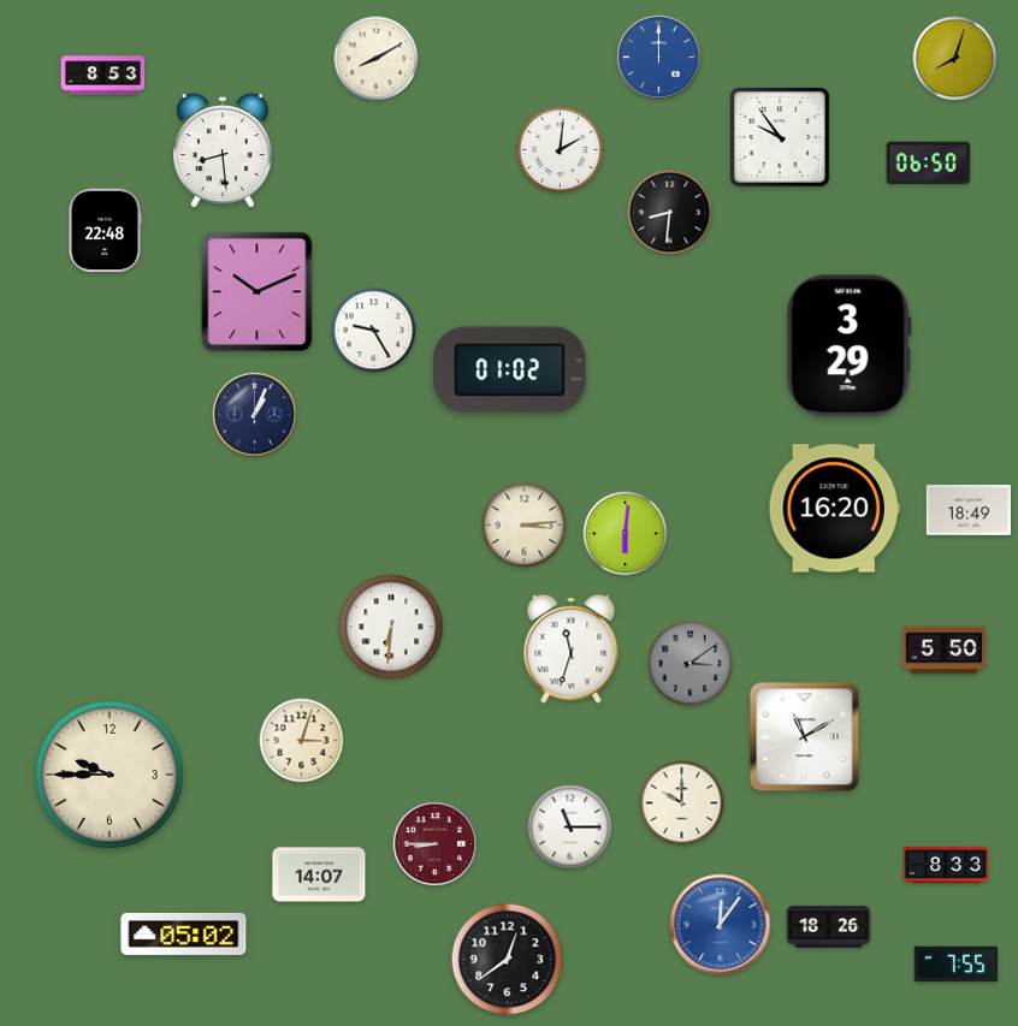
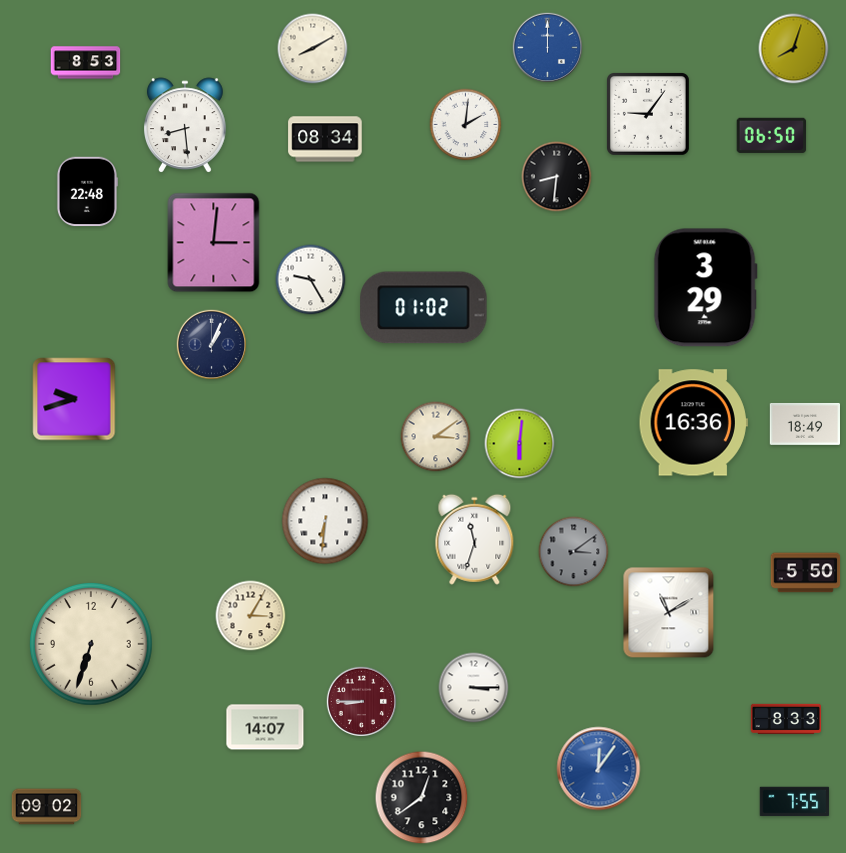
clock at (781, 138): 9:54 -> 9:06
clock at (325, 139): none -> 08:34
clock at (258, 292): 10:11 -> 3:01
clock at (374, 331) position: (374, 331) -> (311, 280)
clock at (74, 399): none -> 9:42
clock at (834, 509): 16:20 -> 16:36
clock at (525, 526): 3:14 -> 3:09
clock at (945, 651) position: (945, 651) -> (806, 573)
clock at (302, 741): 3:03 -> 3:05
clock at (111, 776): 9:45 -> 6:33
clock at (682, 803): 10:00 -> none
clock at (570, 828): 11:15 -> 3:15
clock at (829, 927): 18:26 -> none
clock at (184, 933): 05:02 -> none
clock at (47, 807): none -> 09:02
